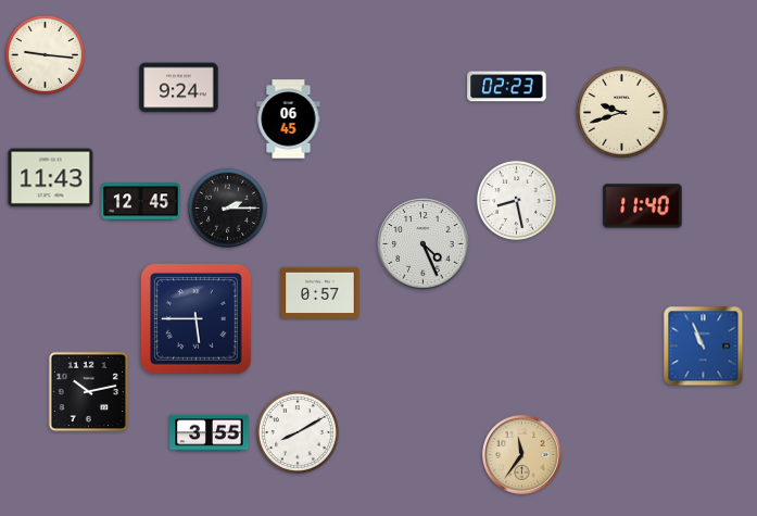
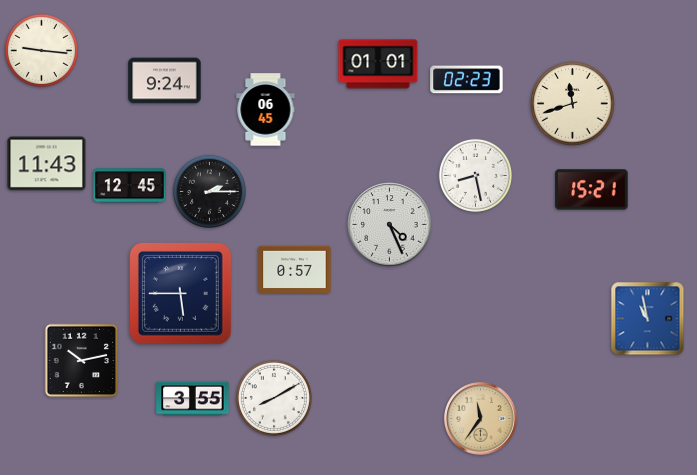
clock at (378, 64): none -> 01:01
clock at (622, 113): 9:42 -> 11:42
clock at (516, 200) position: (516, 200) -> (475, 175)
clock at (643, 206): 11:40 -> 15:21
clock at (704, 347): 10:56 -> 10:58
